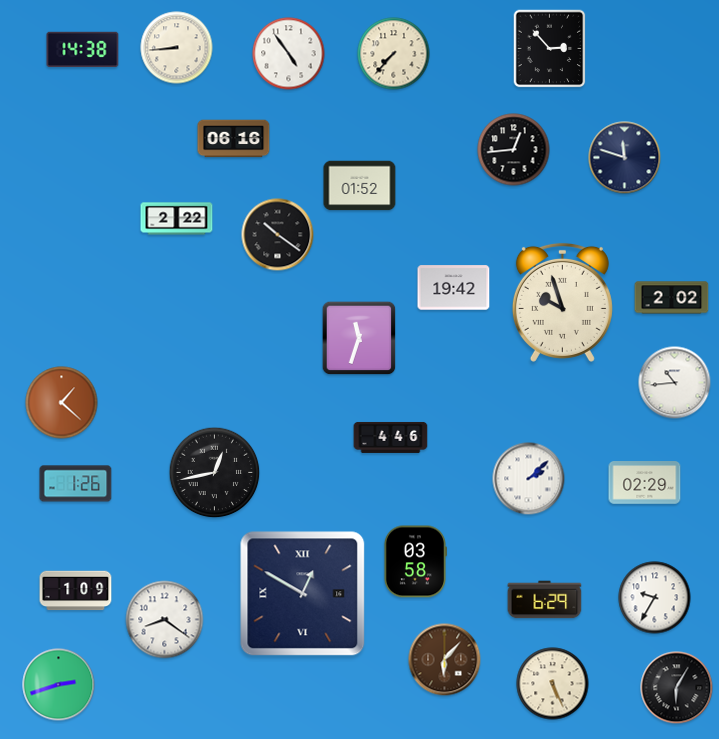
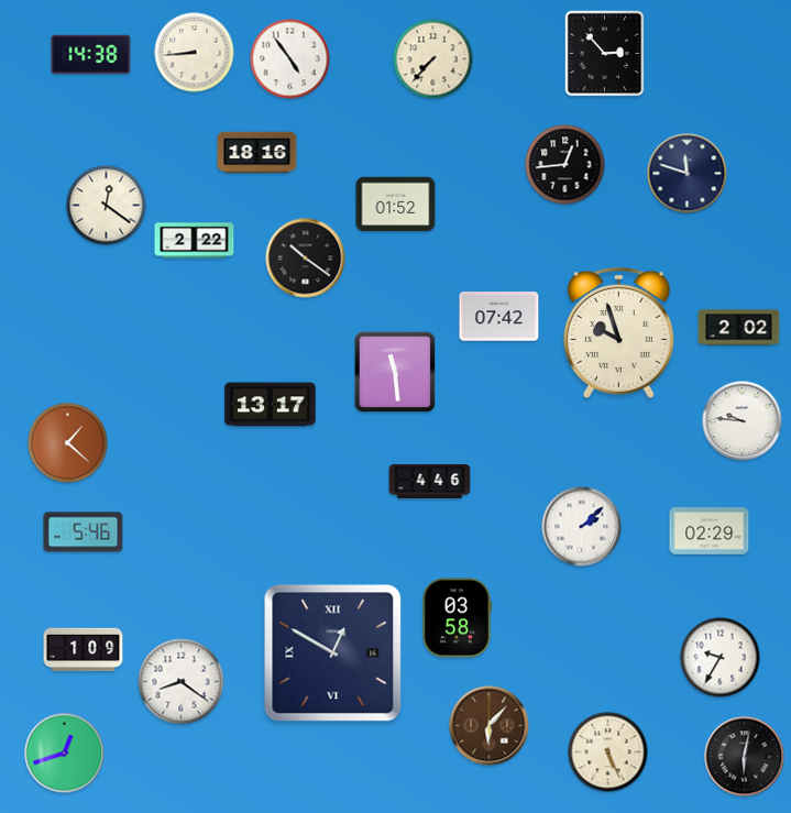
clock at (289, 54) position: (289, 54) -> (290, 59)
clock at (234, 139): 06:16 -> 18:16
clock at (107, 206): none -> 12:21
clock at (454, 288): 19:42 -> 07:42
clock at (359, 338): 11:33 -> 11:29
clock at (271, 405): none -> 13:17
clock at (675, 383): 10:44 -> 9:46
clock at (215, 473): 12:43 -> none
clock at (76, 484): 1:26 -> 5:46
clock at (545, 600): 6:29 -> none
clock at (59, 685): 2:42 -> 12:42
clock at (677, 688): 6:05 -> 6:02
